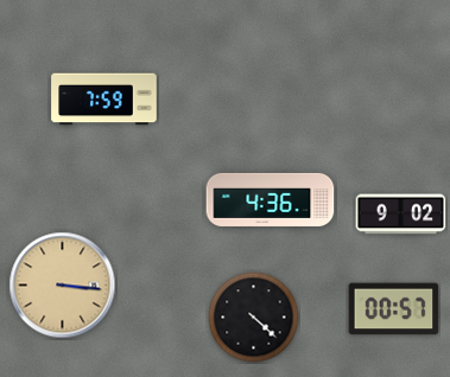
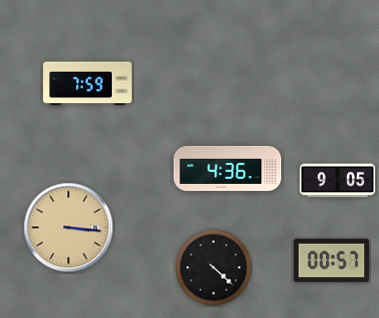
clock at (401, 215): 9:02 -> 9:05
clock at (63, 286) position: (63, 286) -> (69, 228)
